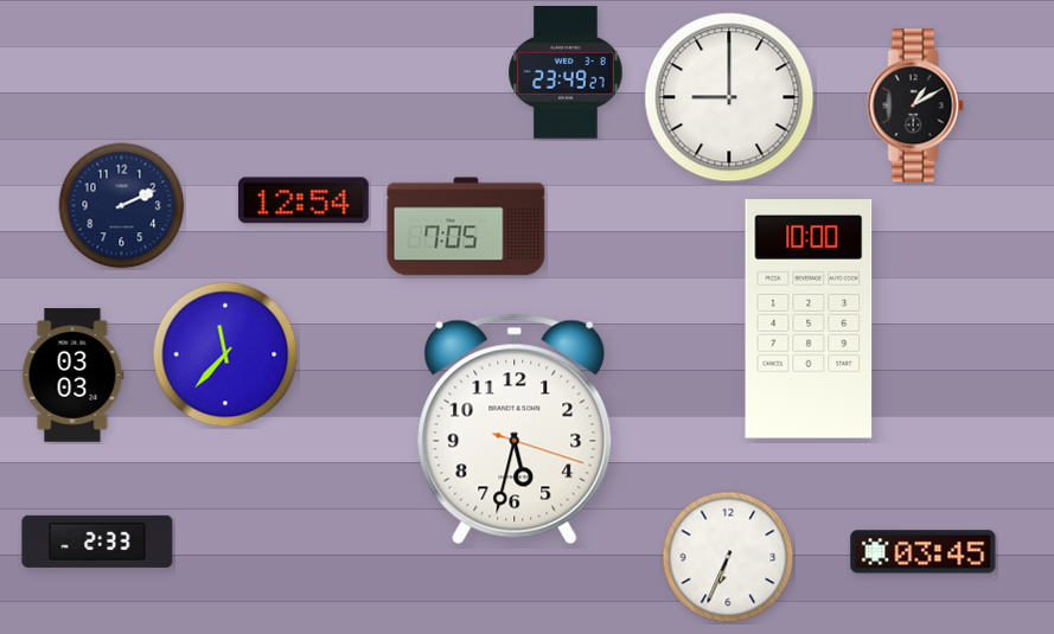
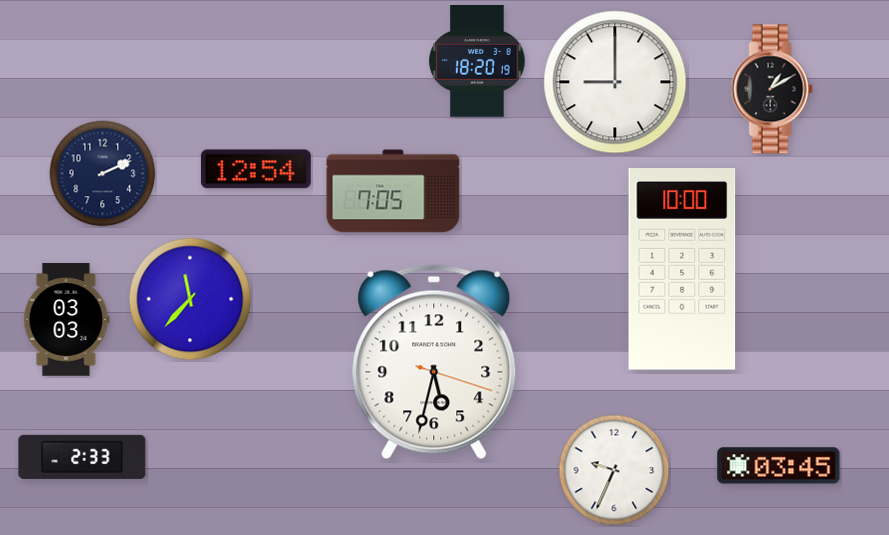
clock at (566, 73): 23:49 -> 18:20
clock at (74, 376) position: (74, 376) -> (67, 320)
clock at (728, 557): 6:34 -> 9:34
